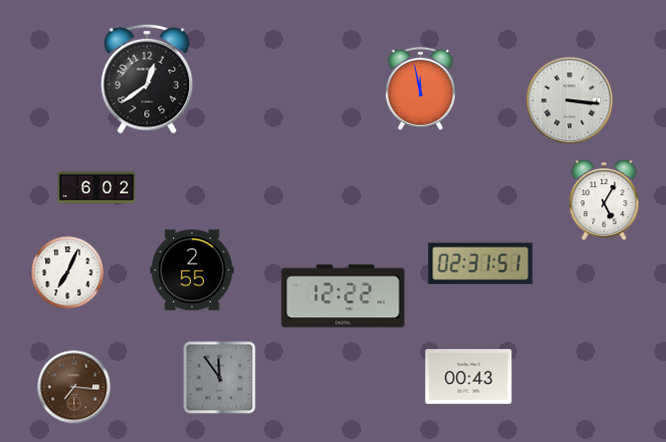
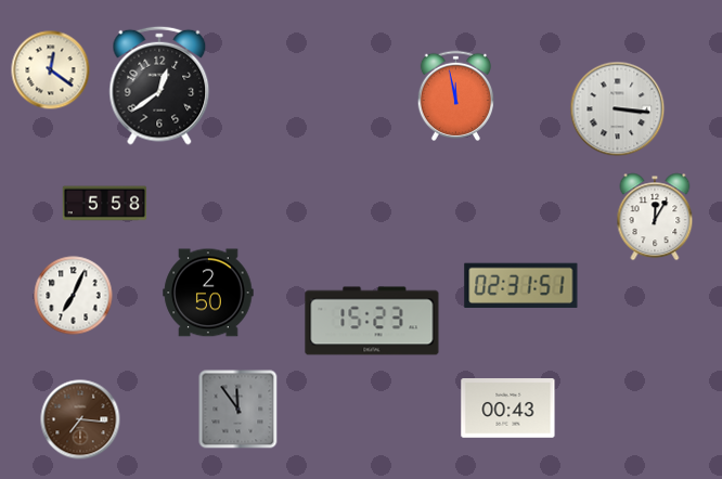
clock at (51, 70): none -> 12:21
clock at (97, 188): 6:02 -> 5:58
clock at (604, 200): 5:05 -> 12:05
clock at (192, 270): 2:55 -> 2:50
clock at (343, 296): 12:22 -> 15:23
